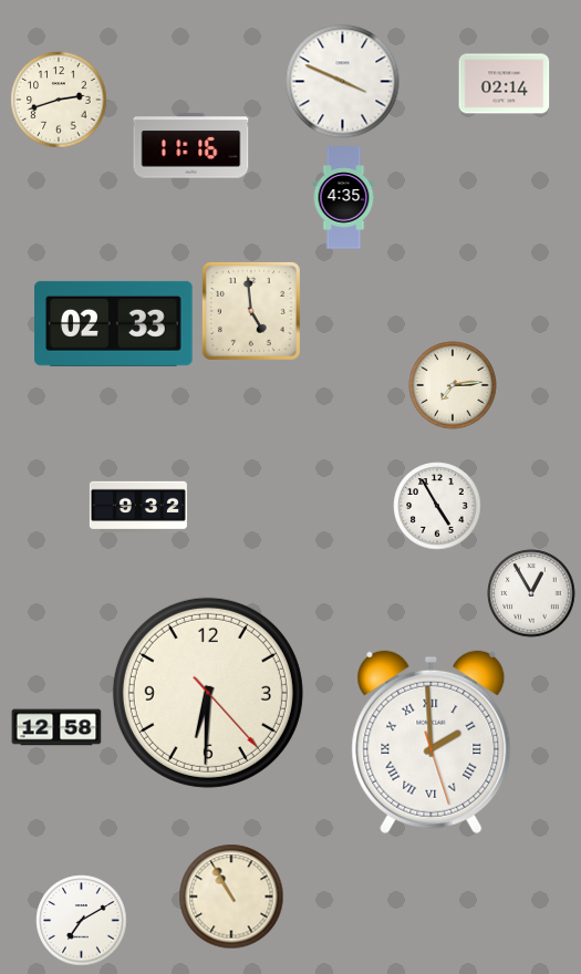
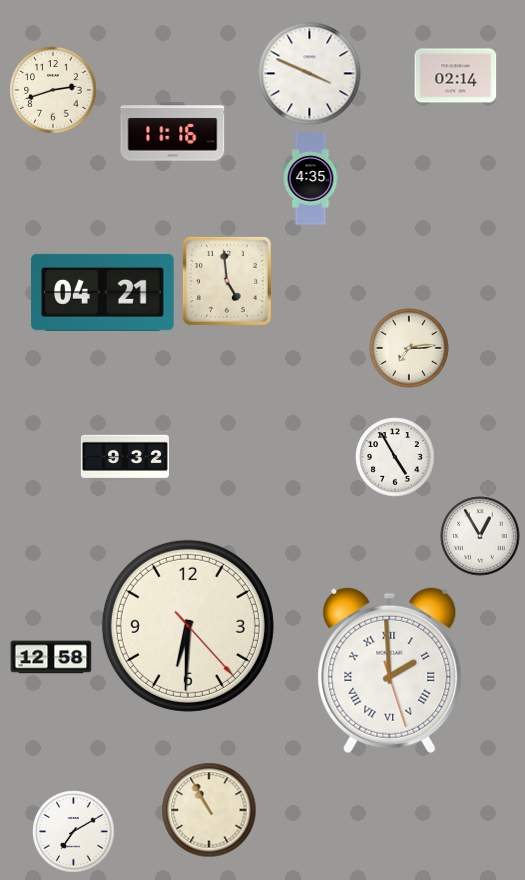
clock at (114, 323): 02:33 -> 04:21
